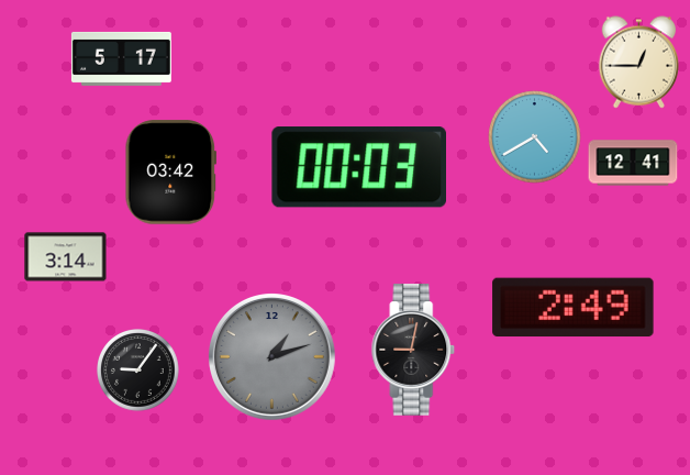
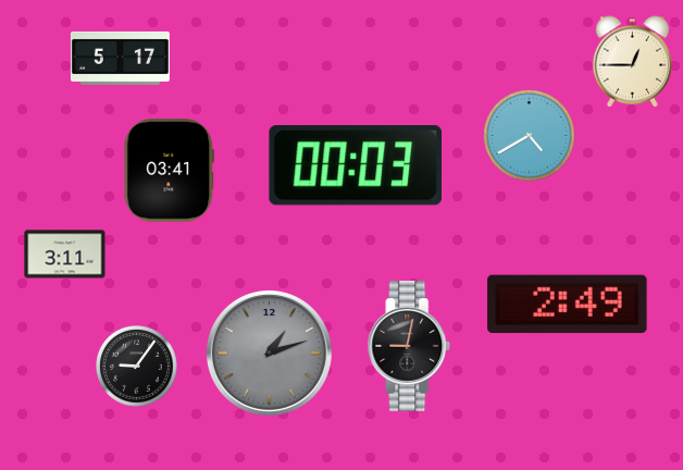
clock at (633, 163): 12:41 -> none
clock at (170, 173): 03:42 -> 03:41
clock at (66, 257): 3:14 -> 3:11
